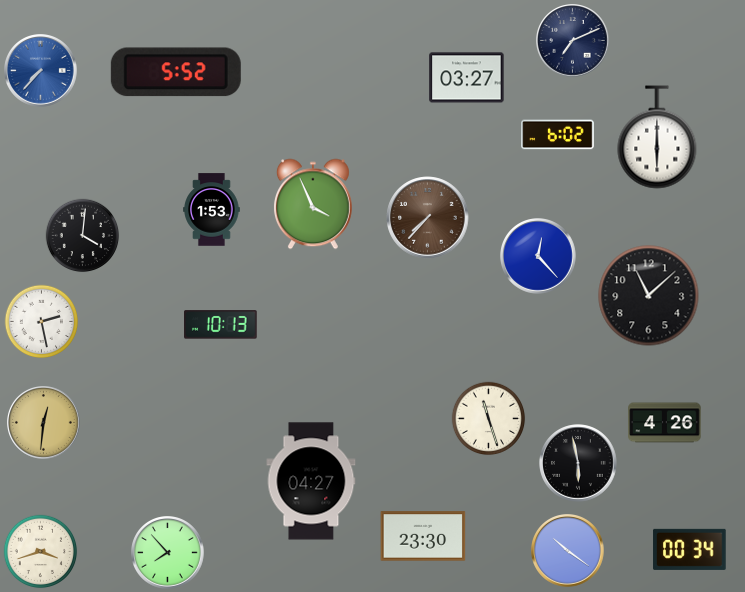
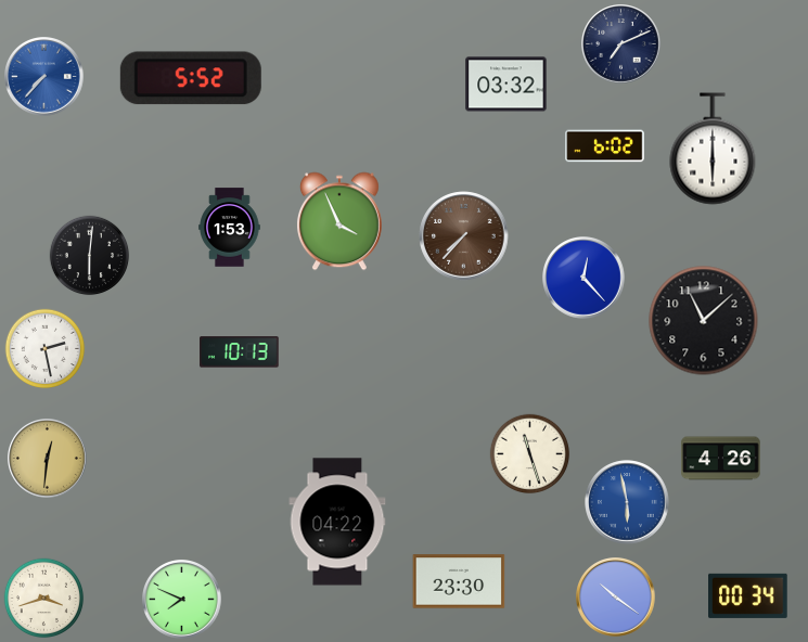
clock at (467, 78): 03:27 -> 03:32
clock at (83, 236): 4:01 -> 6:01
clock at (578, 463) dial: black -> blue
clock at (311, 481): 04:27 -> 04:22
clock at (168, 553): 7:53 -> 7:49
